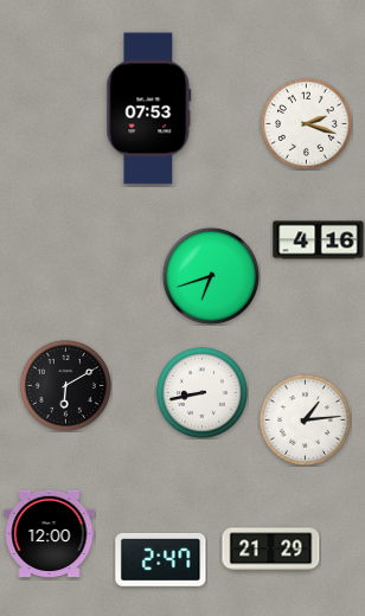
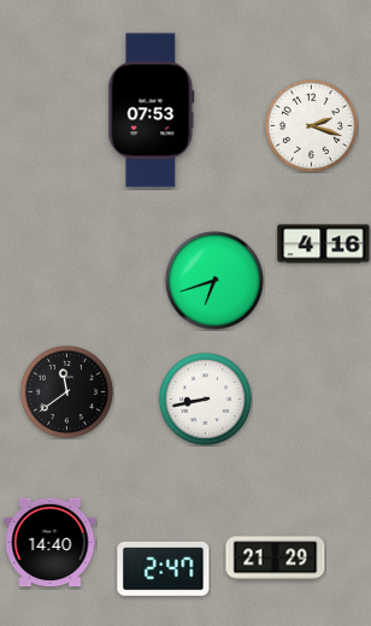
clock at (65, 385): 6:10 -> 11:39
clock at (305, 419): 1:14 -> none
clock at (50, 534): 12:00 -> 14:40
